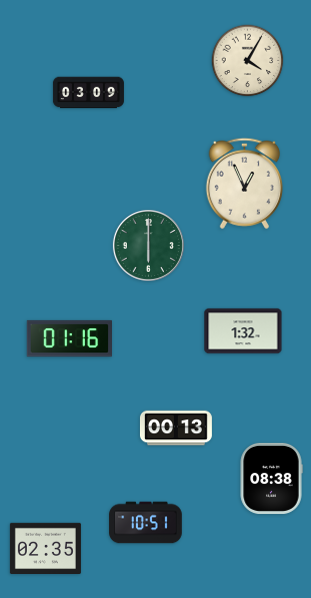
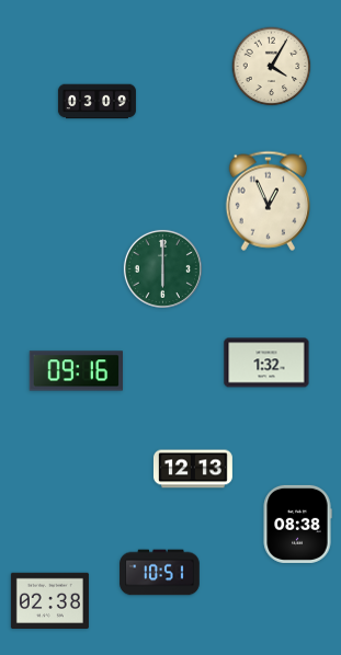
clock at (69, 339): 01:16 -> 09:16
clock at (176, 428): 00:13 -> 12:13
clock at (45, 549): 02:35 -> 02:38
